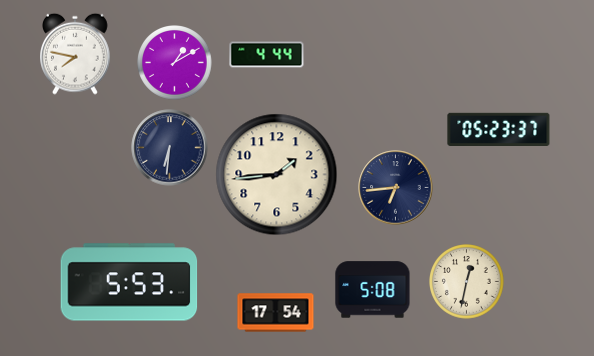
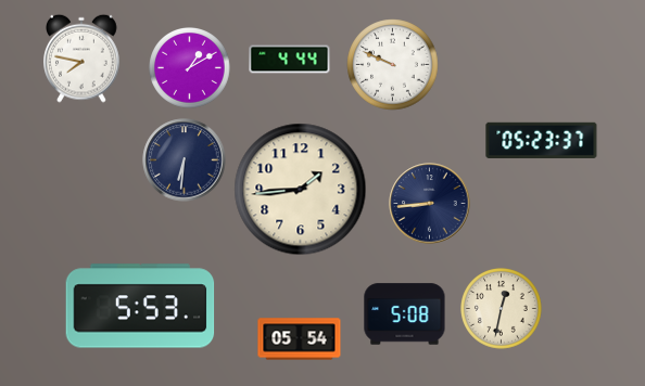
clock at (393, 65): none -> 9:49
clock at (396, 188): 6:44 -> 8:44
clock at (467, 282) position: (467, 282) -> (502, 309)
clock at (276, 313): 17:54 -> 05:54
